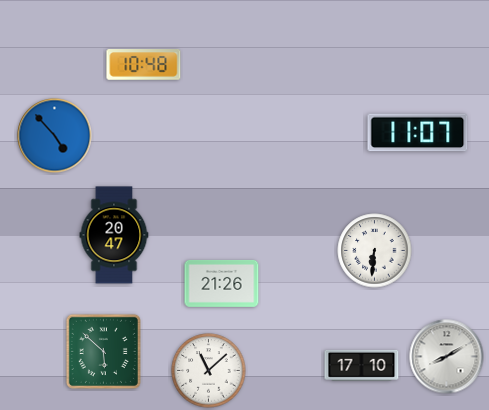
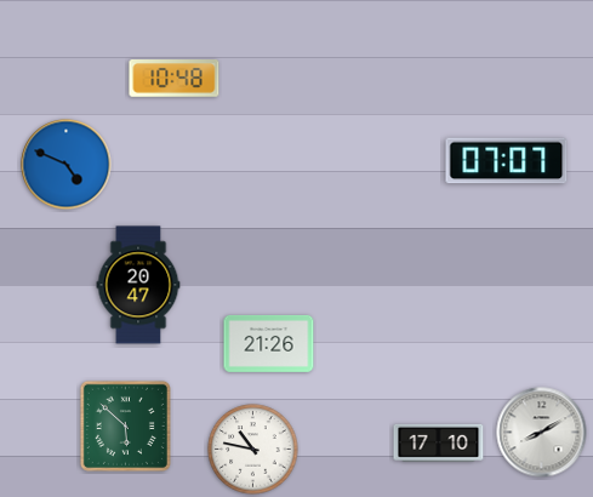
clock at (418, 133): 11:07 -> 07:07
clock at (55, 136): 4:53 -> 4:49
clock at (375, 251): 6:31 -> none
clock at (209, 371): 11:08 -> 10:47
